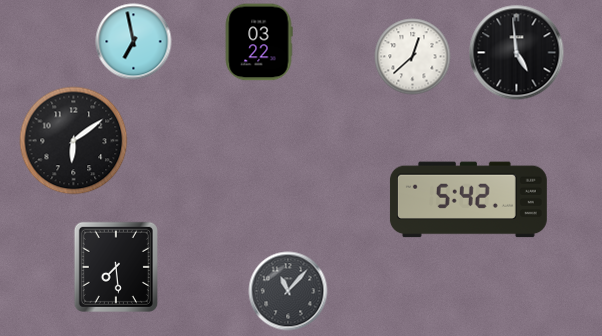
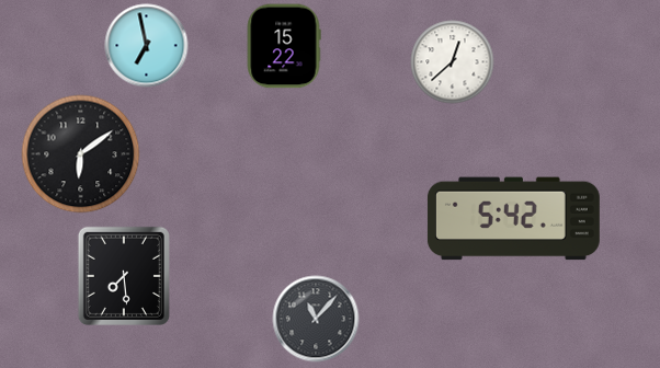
clock at (259, 42): 03:22 -> 15:22
clock at (517, 53): 4:59 -> none
clock at (116, 267) position: (116, 267) -> (124, 276)
